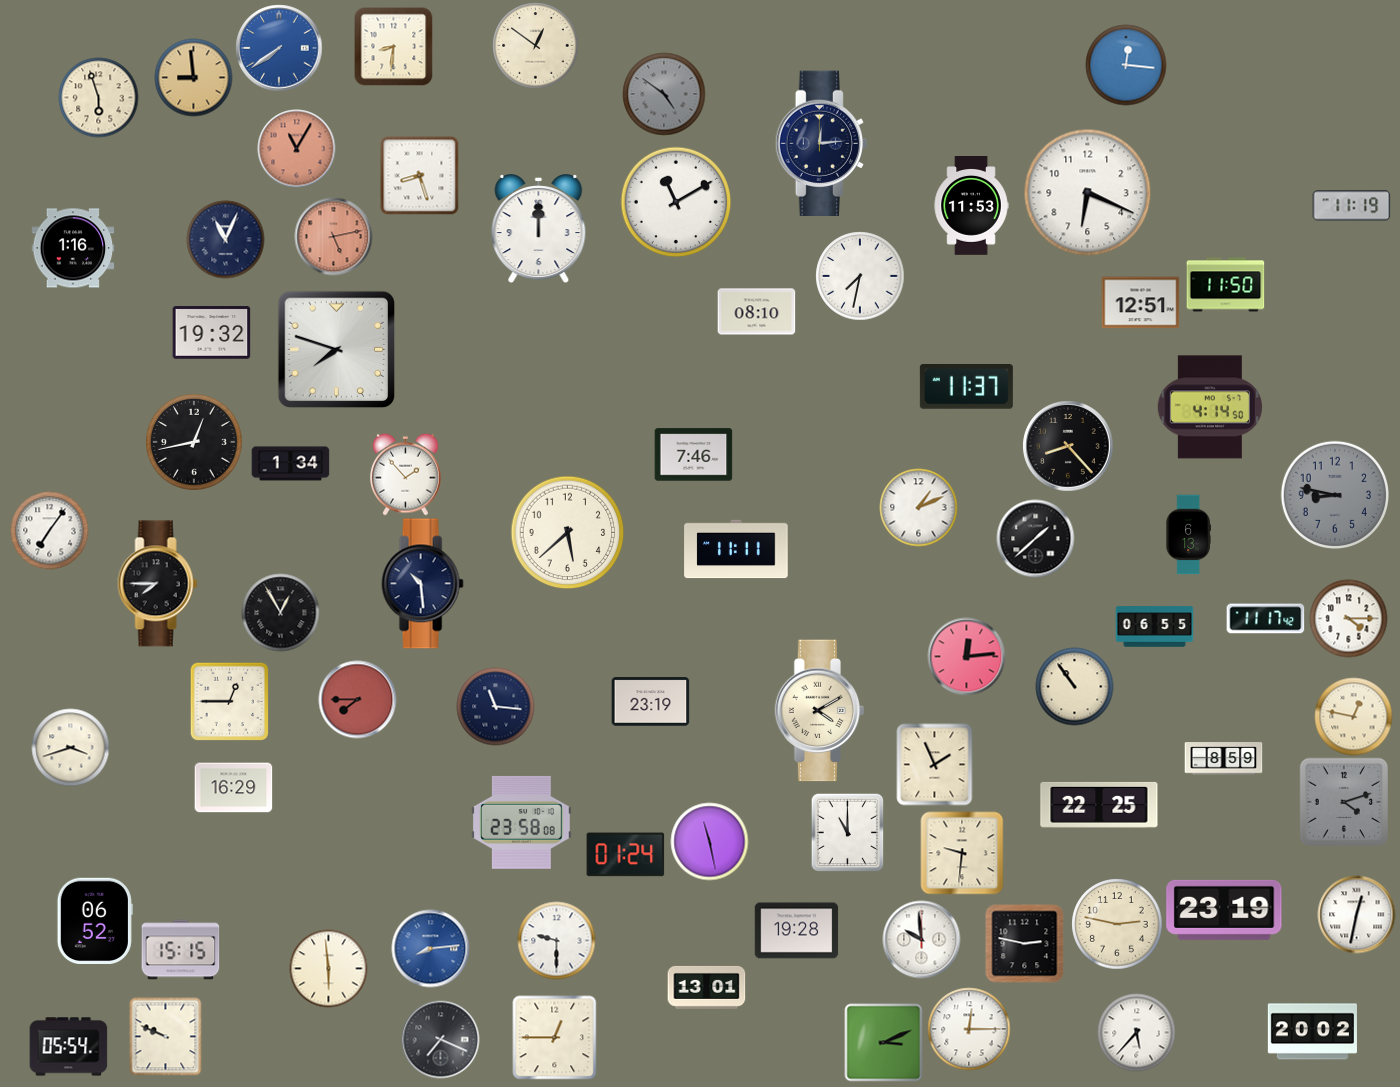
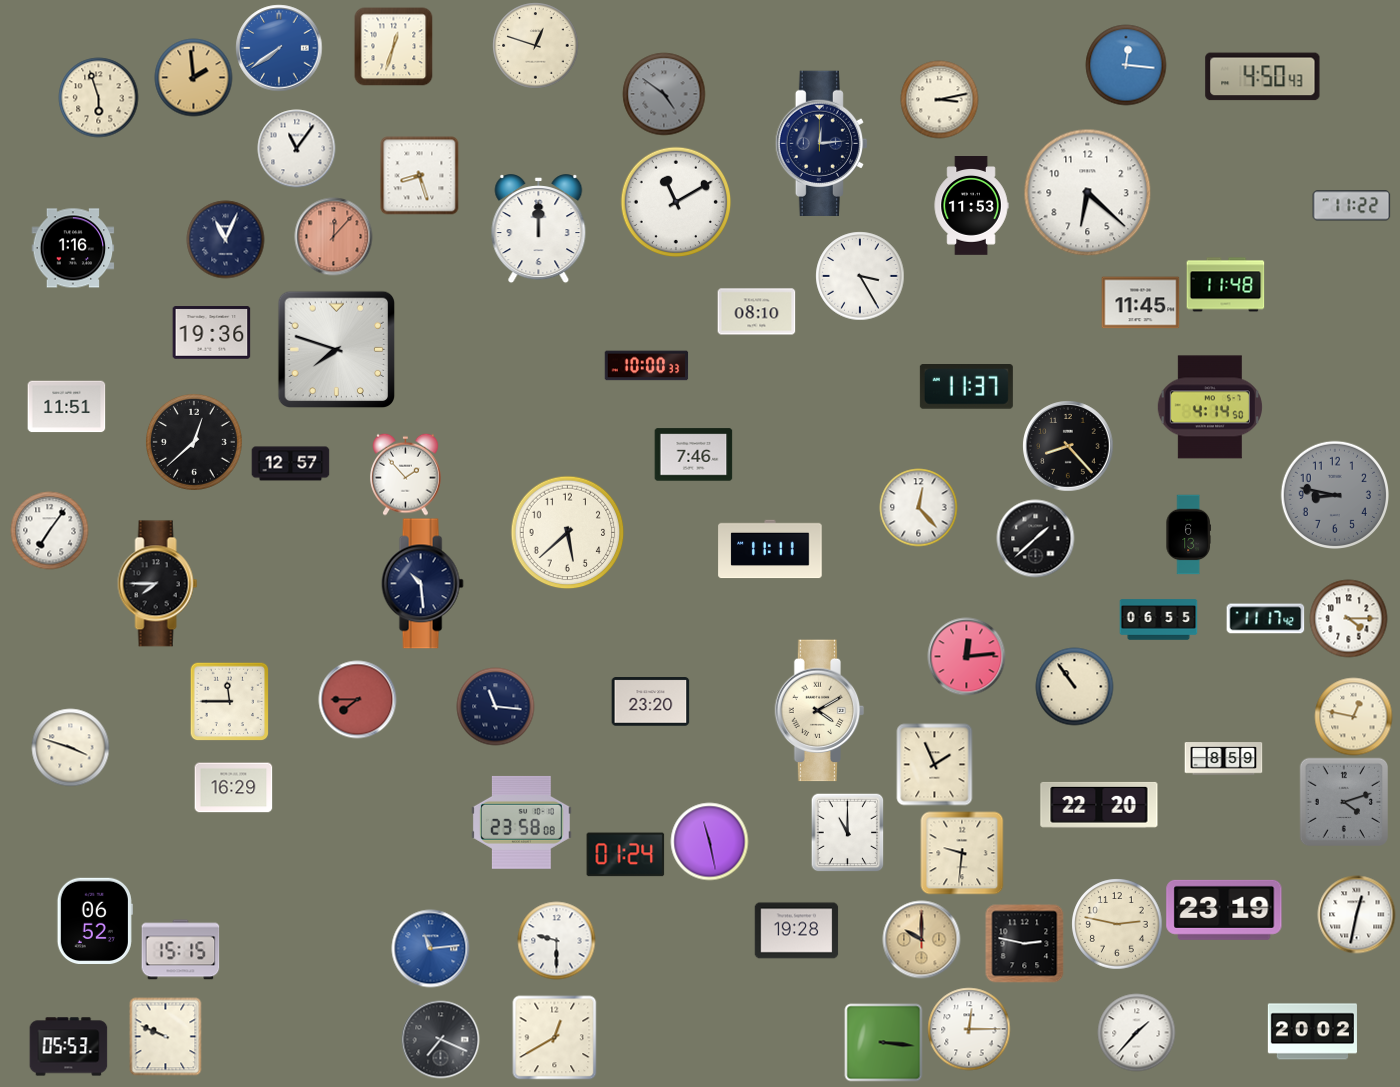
clock at (535, 45): 12:51 -> 12:48
clock at (393, 46): 8:31 -> 12:33
clock at (193, 77): 8:59 -> 1:59
clock at (1263, 77): none -> 4:50
clock at (939, 99): none -> 3:13
clock at (296, 148): 11:05 -> 11:06
clock at (296, 148) dial: salmon -> white
clock at (1087, 192): 6:19 -> 6:22
clock at (1351, 206): 11:19 -> 11:22
clock at (333, 236): 5:13 -> 12:07
clock at (860, 276): 7:32 -> 3:25
clock at (1225, 285): 11:50 -> 11:48
clock at (1140, 303): 12:51 -> 11:45
clock at (211, 333): 19:32 -> 19:36
clock at (646, 366): none -> 10:00
clock at (66, 407): none -> 11:51
clock at (194, 442): 12:43 -> 12:38
clock at (290, 464): 1:34 -> 12:57
clock at (918, 507): 1:11 -> 12:23
clock at (736, 549) position: (736, 549) -> (770, 549)
clock at (280, 612): 12:55 -> none
clock at (1154, 627) position: (1154, 627) -> (1158, 620)
clock at (229, 701): 12:45 -> 11:45
clock at (650, 702): 23:19 -> 23:20
clock at (70, 747): 3:42 -> 3:48
clock at (1099, 805): 22:25 -> 22:20
clock at (921, 939): 9:59 -> 10:00
clock at (921, 939) dial: white -> champagne
clock at (430, 948): 8:14 -> 11:14
clock at (328, 968): 5:59 -> none
clock at (706, 987): 13:01 -> none
clock at (1136, 1032): 5:37 -> 1:37
clock at (554, 1037): 12:45 -> 12:40
clock at (883, 1042): 3:11 -> 3:16
clock at (68, 1047): 05:54 -> 05:53
